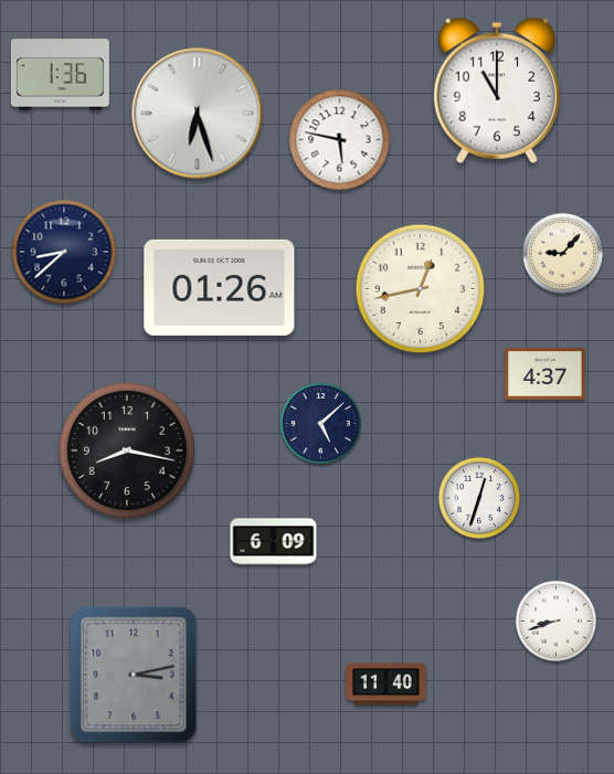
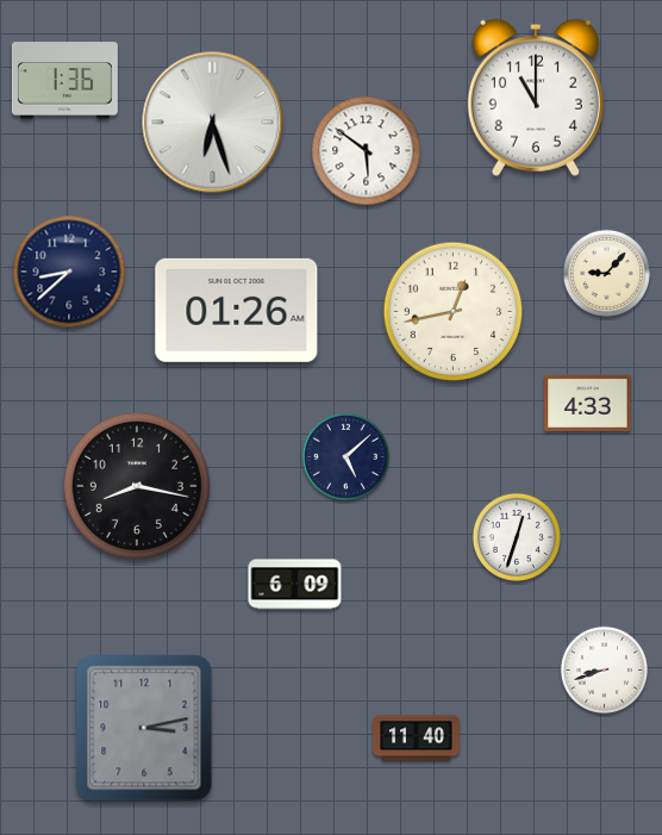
clock at (340, 140): 5:47 -> 5:51
clock at (546, 373): 4:37 -> 4:33
clock at (555, 621) position: (555, 621) -> (604, 669)
